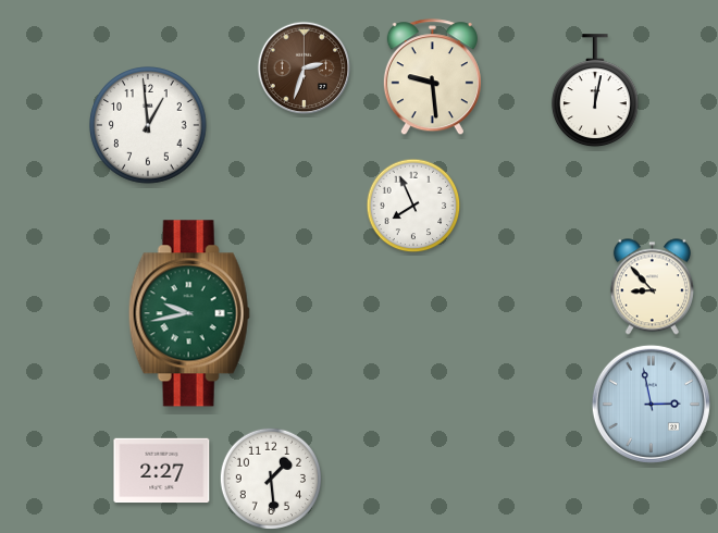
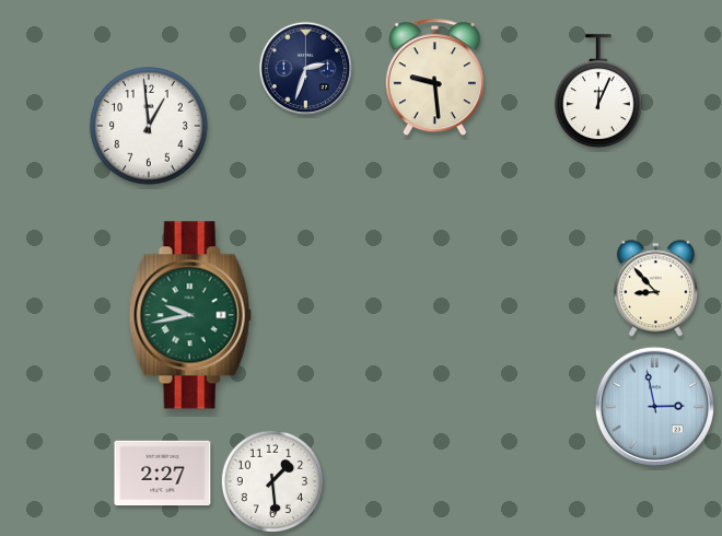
clock at (305, 69) dial: brown -> navy
clock at (595, 91): 12:02 -> 12:04
clock at (413, 206): 7:56 -> none
